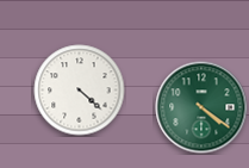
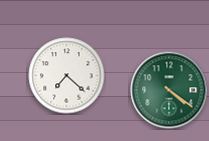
clock at (80, 91): 4:22 -> 7:22
